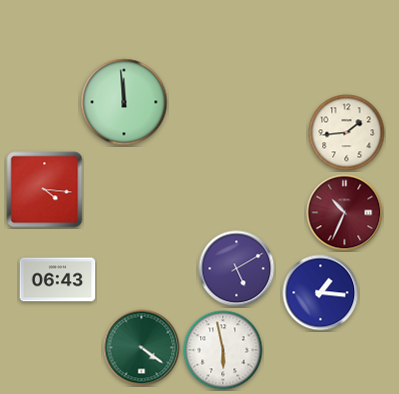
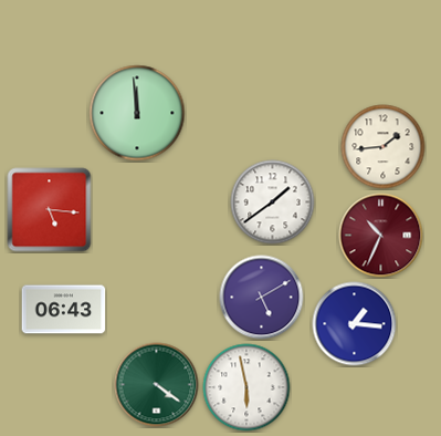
clock at (273, 203): none -> 1:39
clock at (45, 190): 4:16 -> 5:16
